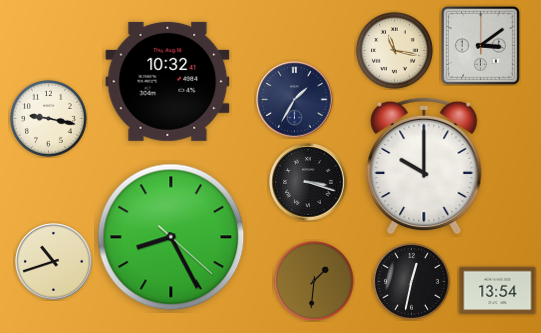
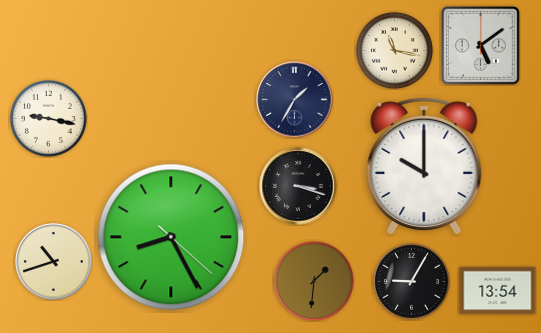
clock at (480, 45): 3:09 -> 5:09
clock at (168, 81): 10:32 -> none
clock at (308, 182) position: (308, 182) -> (298, 186)
clock at (411, 281): 12:32 -> 9:05
